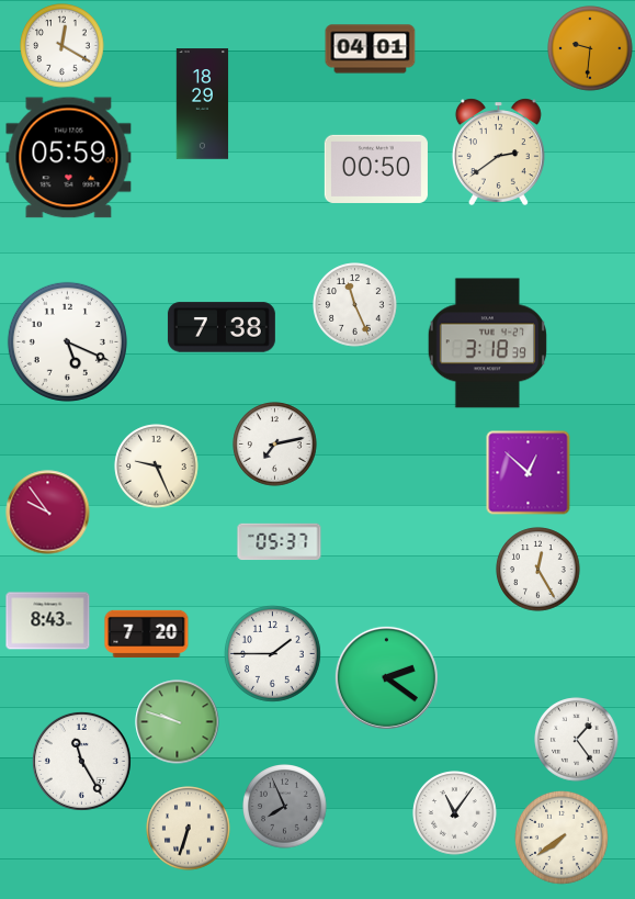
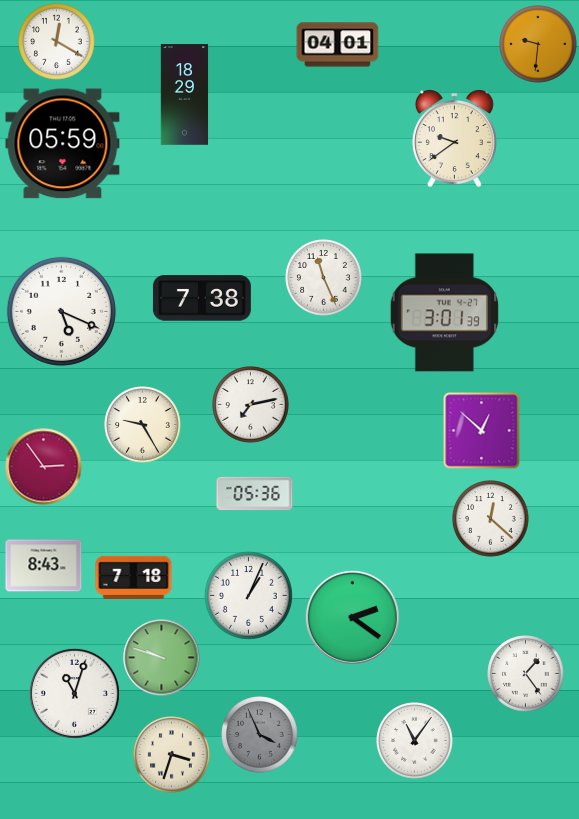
clock at (498, 151): 2:39 -> 9:39
clock at (376, 169): 00:50 -> none
clock at (487, 344): 3:18 -> 3:01
clock at (157, 467): 9:26 -> 9:25
clock at (48, 513): 9:54 -> 2:54
clock at (280, 542): 05:37 -> 05:36
clock at (538, 570): 12:25 -> 12:22
clock at (147, 633): 7:20 -> 7:18
clock at (272, 653): 1:45 -> 1:04
clock at (81, 761): 11:25 -> 11:03
clock at (285, 807): 7:56 -> 3:56
clock at (189, 829): 6:33 -> 3:33
clock at (563, 839): 7:39 -> none
